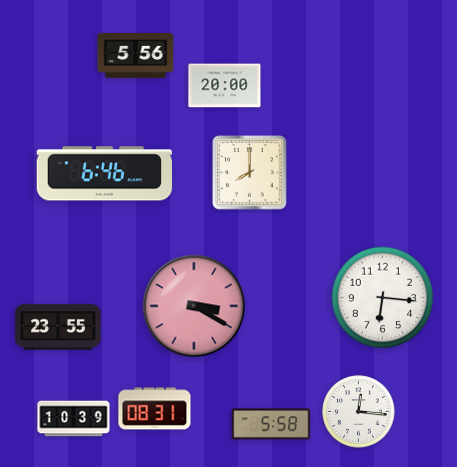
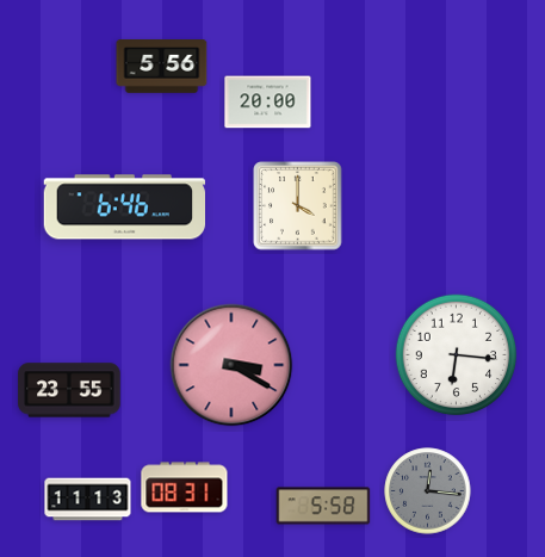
clock at (250, 173): 8:00 -> 4:00
clock at (359, 412) dial: white -> grey
clock at (74, 419): 10:39 -> 11:13
